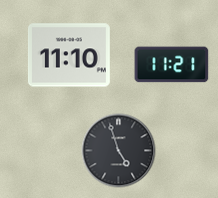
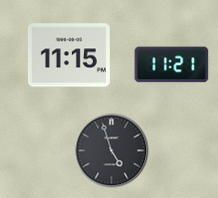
clock at (69, 55): 11:10 -> 11:15
clock at (119, 151) position: (119, 151) -> (112, 151)
